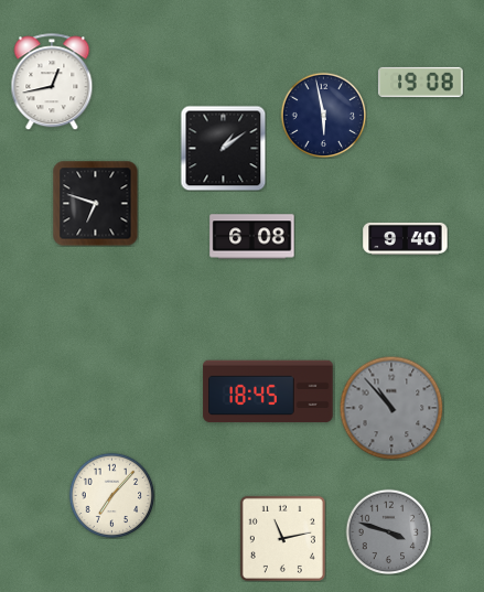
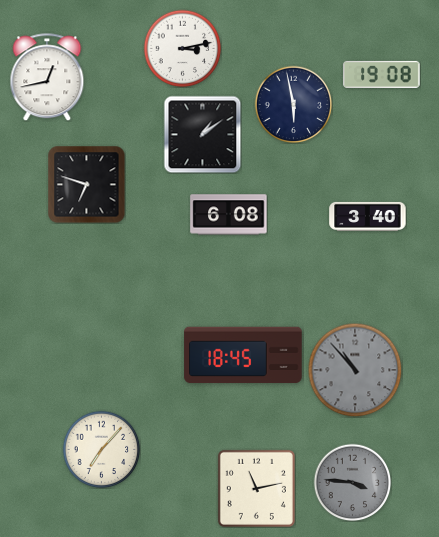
clock at (182, 48): none -> 3:13
clock at (52, 82) position: (52, 82) -> (47, 77)
clock at (406, 238): 9:40 -> 3:40
clock at (388, 531): 3:48 -> 3:46
